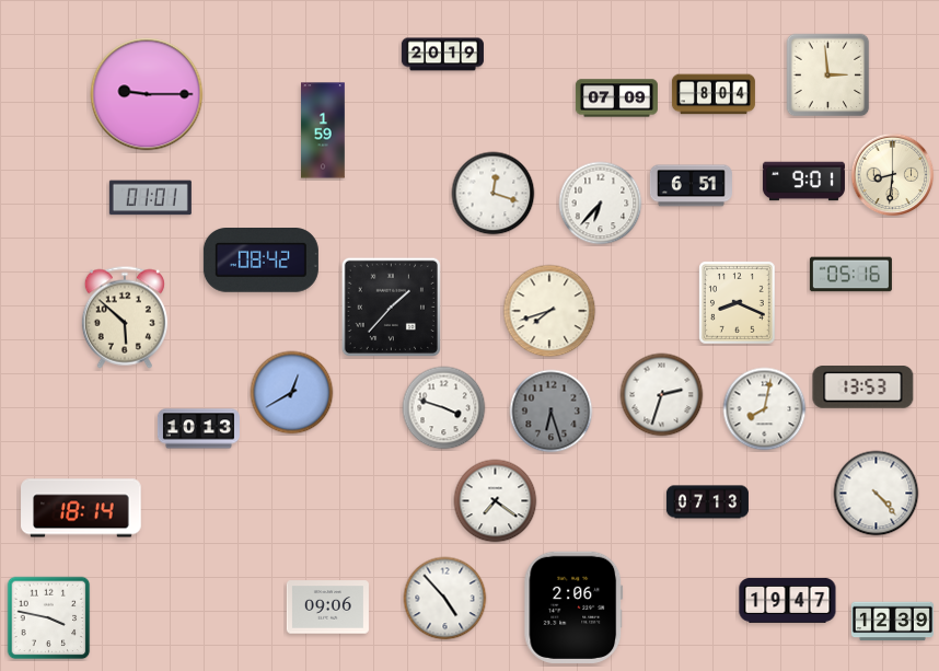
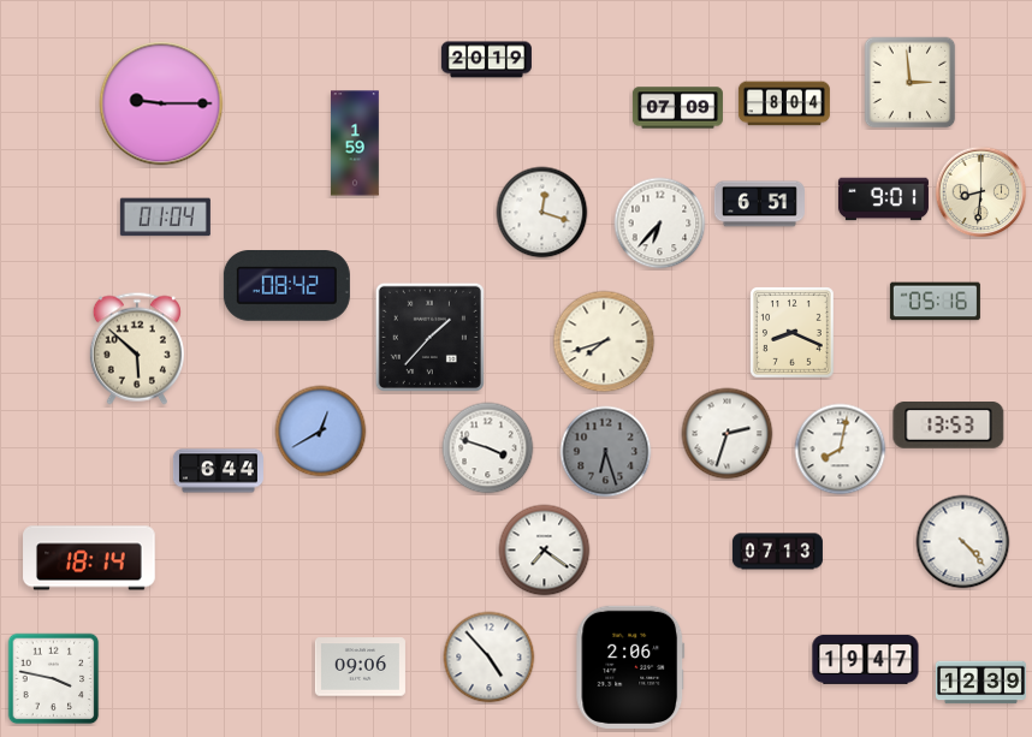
clock at (150, 198): 01:01 -> 01:04
clock at (738, 303) position: (738, 303) -> (793, 333)
clock at (198, 429): 10:13 -> 6:44
